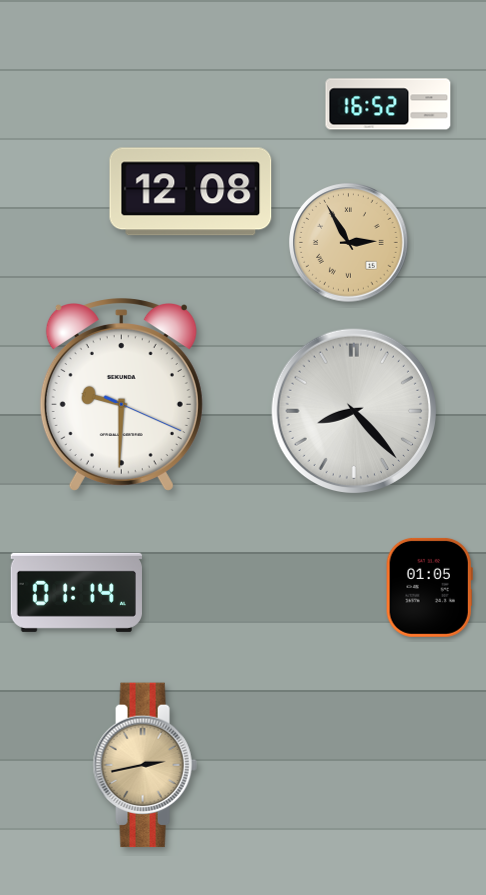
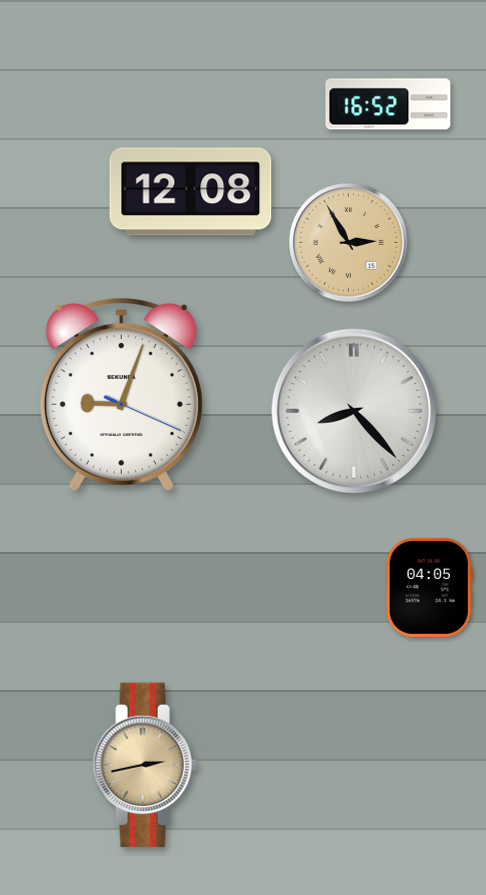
clock at (121, 395): 9:30 -> 9:03
clock at (429, 587): 01:05 -> 04:05
clock at (76, 592): 01:14 -> none
